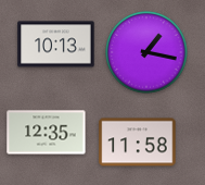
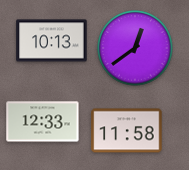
clock at (146, 52): 1:17 -> 12:39
clock at (47, 133): 12:35 -> 12:33
